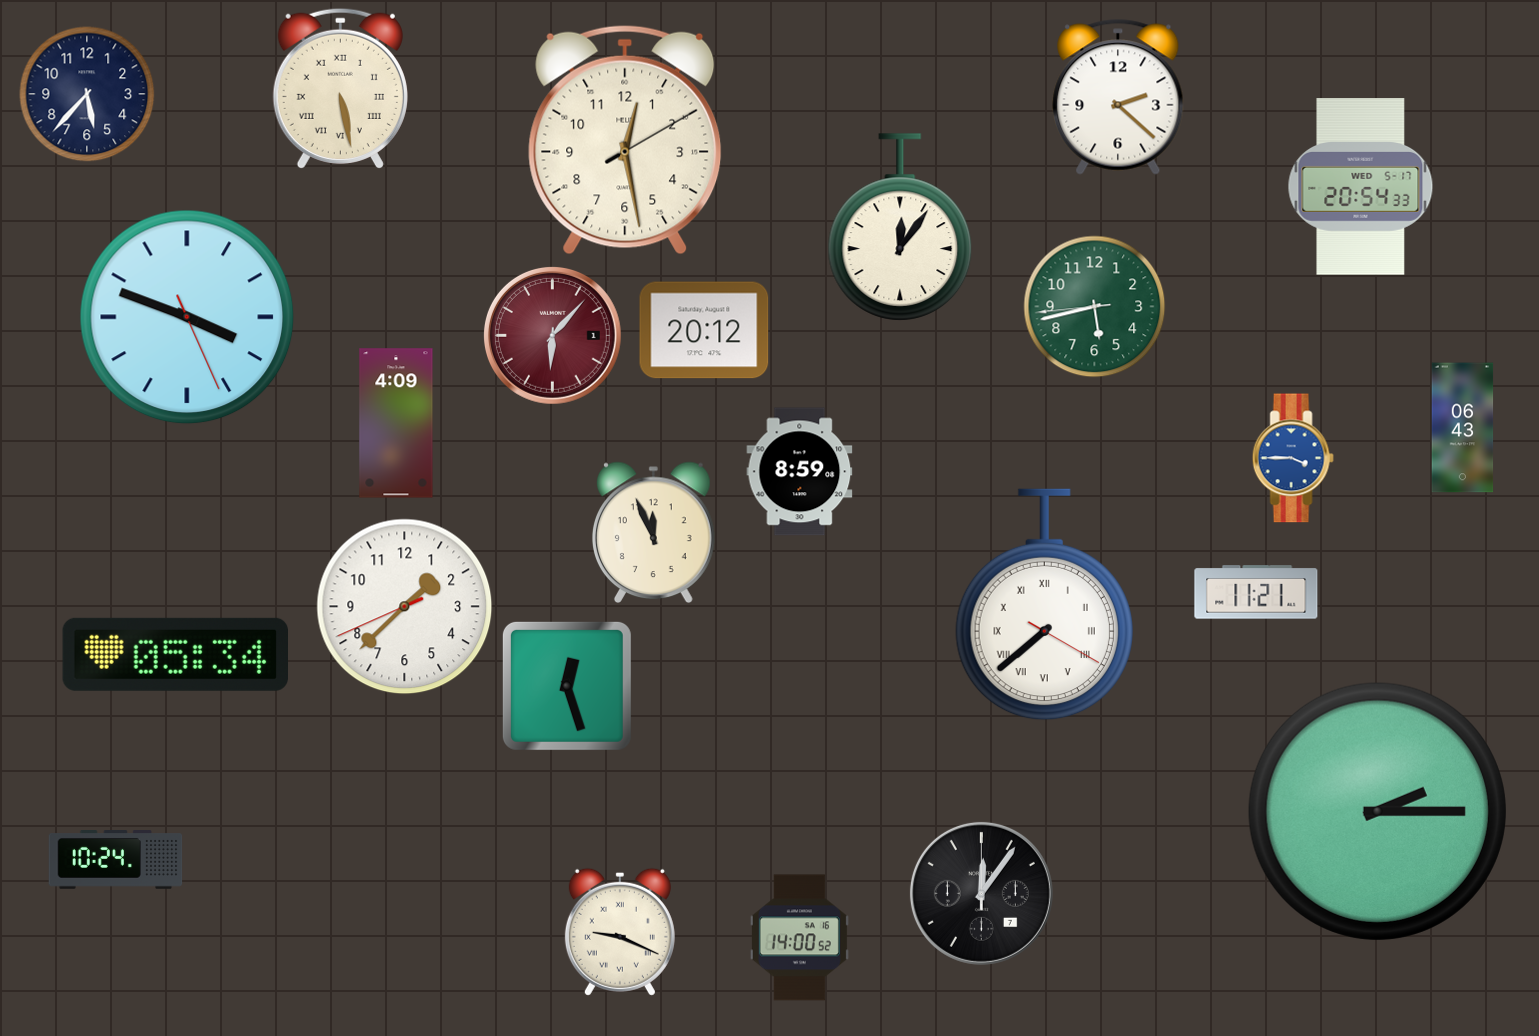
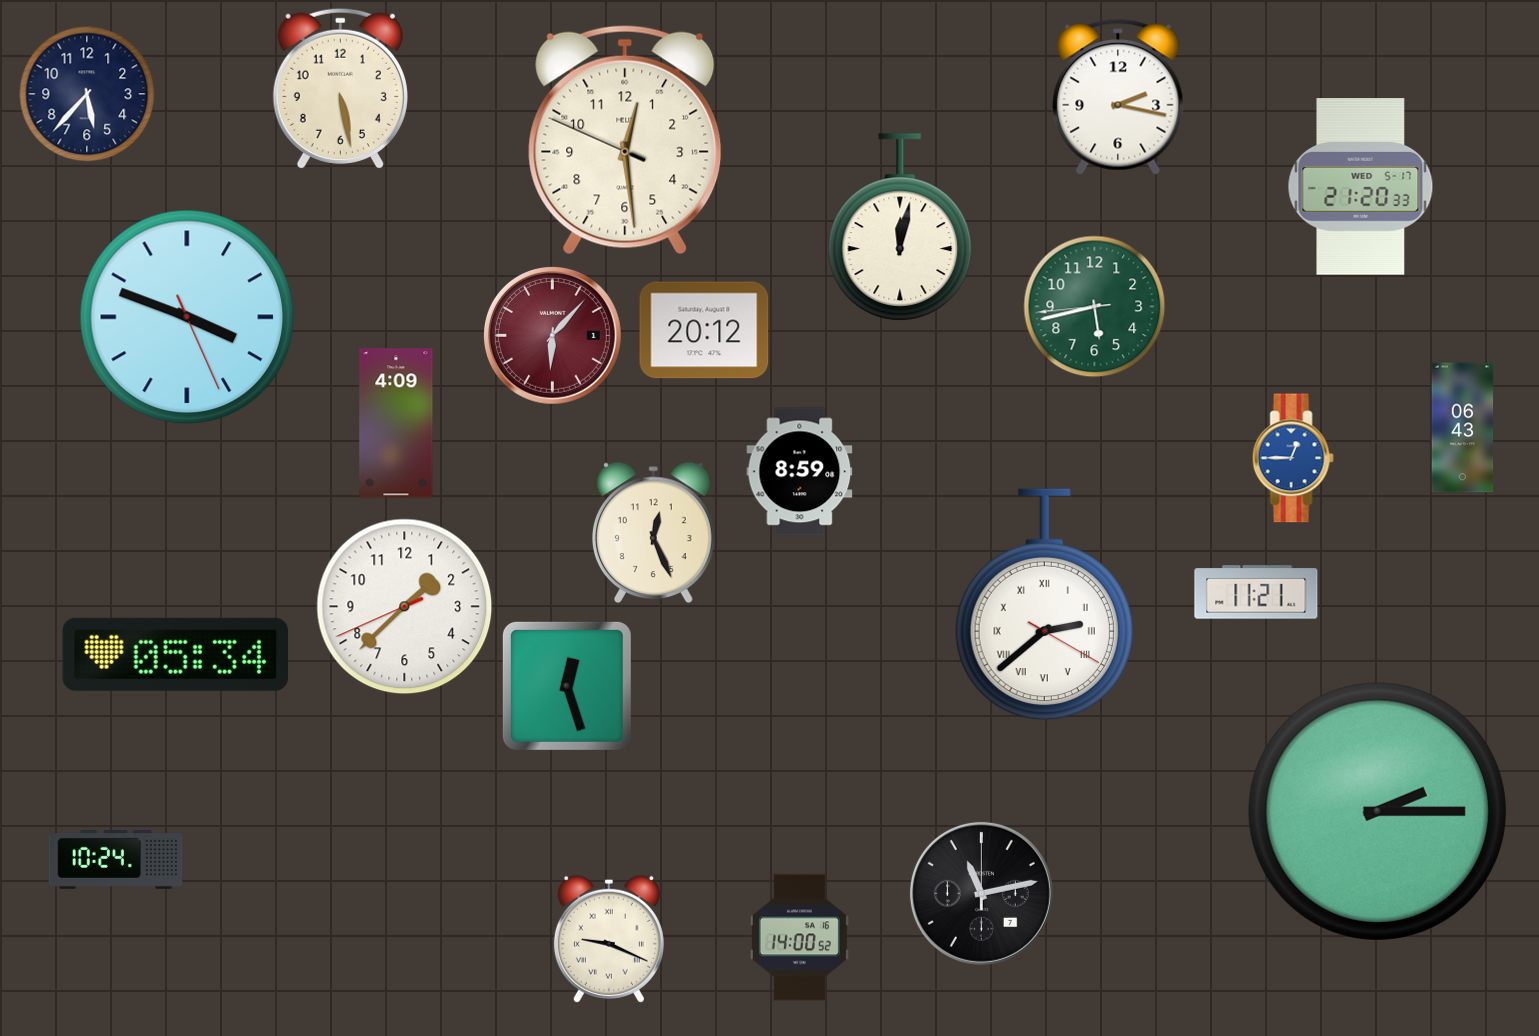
clock at (340, 88) numerals: Roman -> Arabic
clock at (1118, 97): 2:22 -> 2:17
clock at (625, 140): 12:28:10 -> 12:28:49
clock at (1361, 187): 20:54 -> 21:20
clock at (900, 227): 12:06 -> 12:02
clock at (1293, 458): 3:45 -> 12:45
clock at (653, 533): 11:56 -> 12:26
clock at (1044, 605): 7:38 -> 2:38
clock at (981, 893): 12:06 -> 11:13
clock at (620, 932) position: (620, 932) -> (609, 939)
